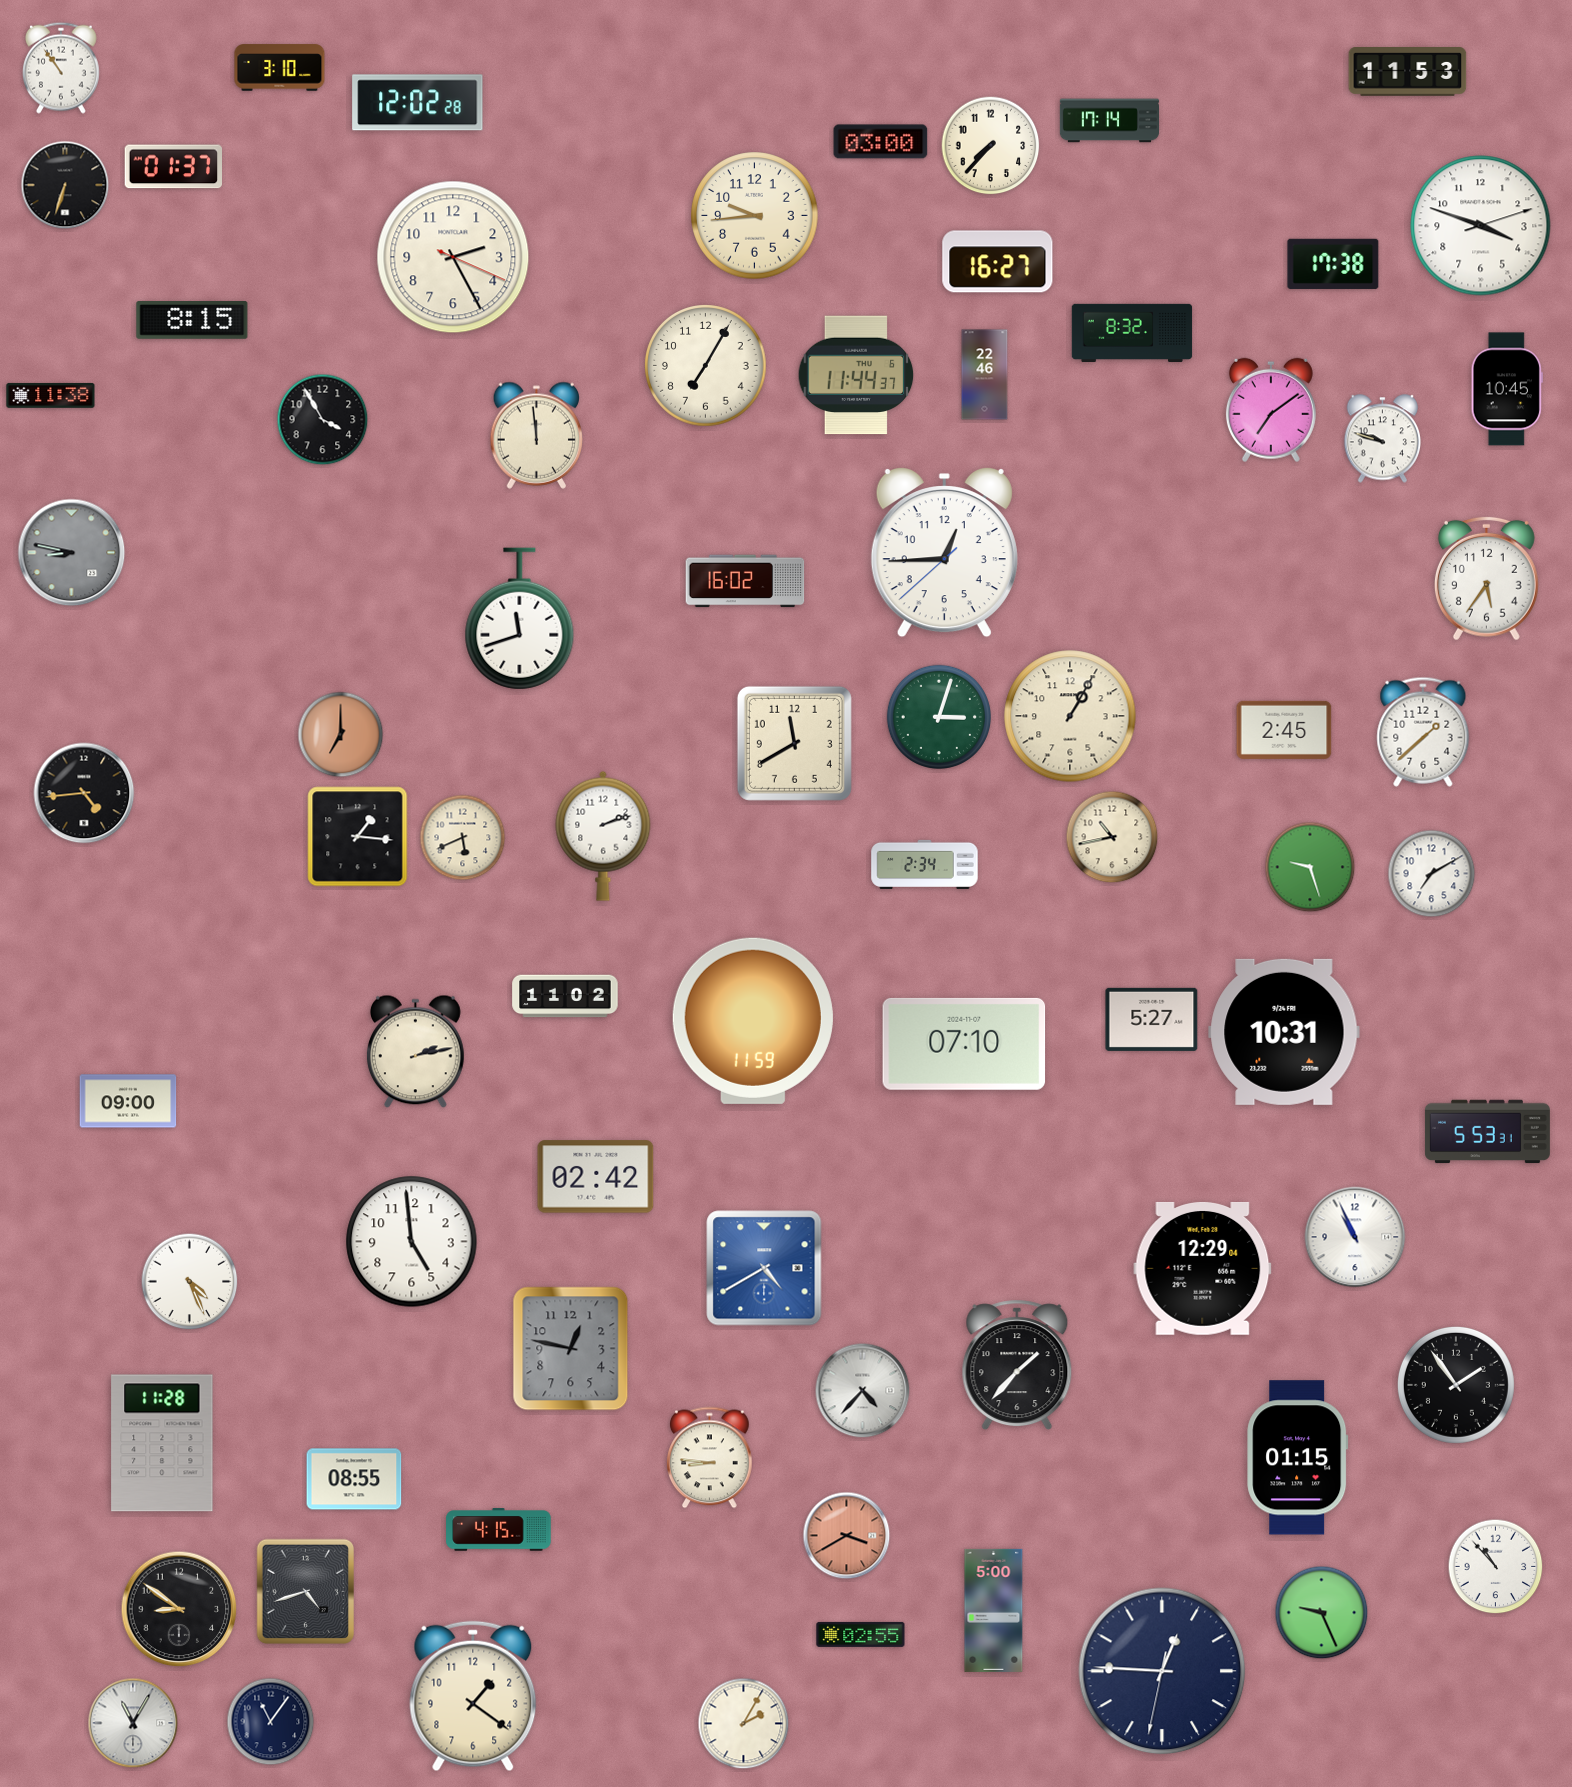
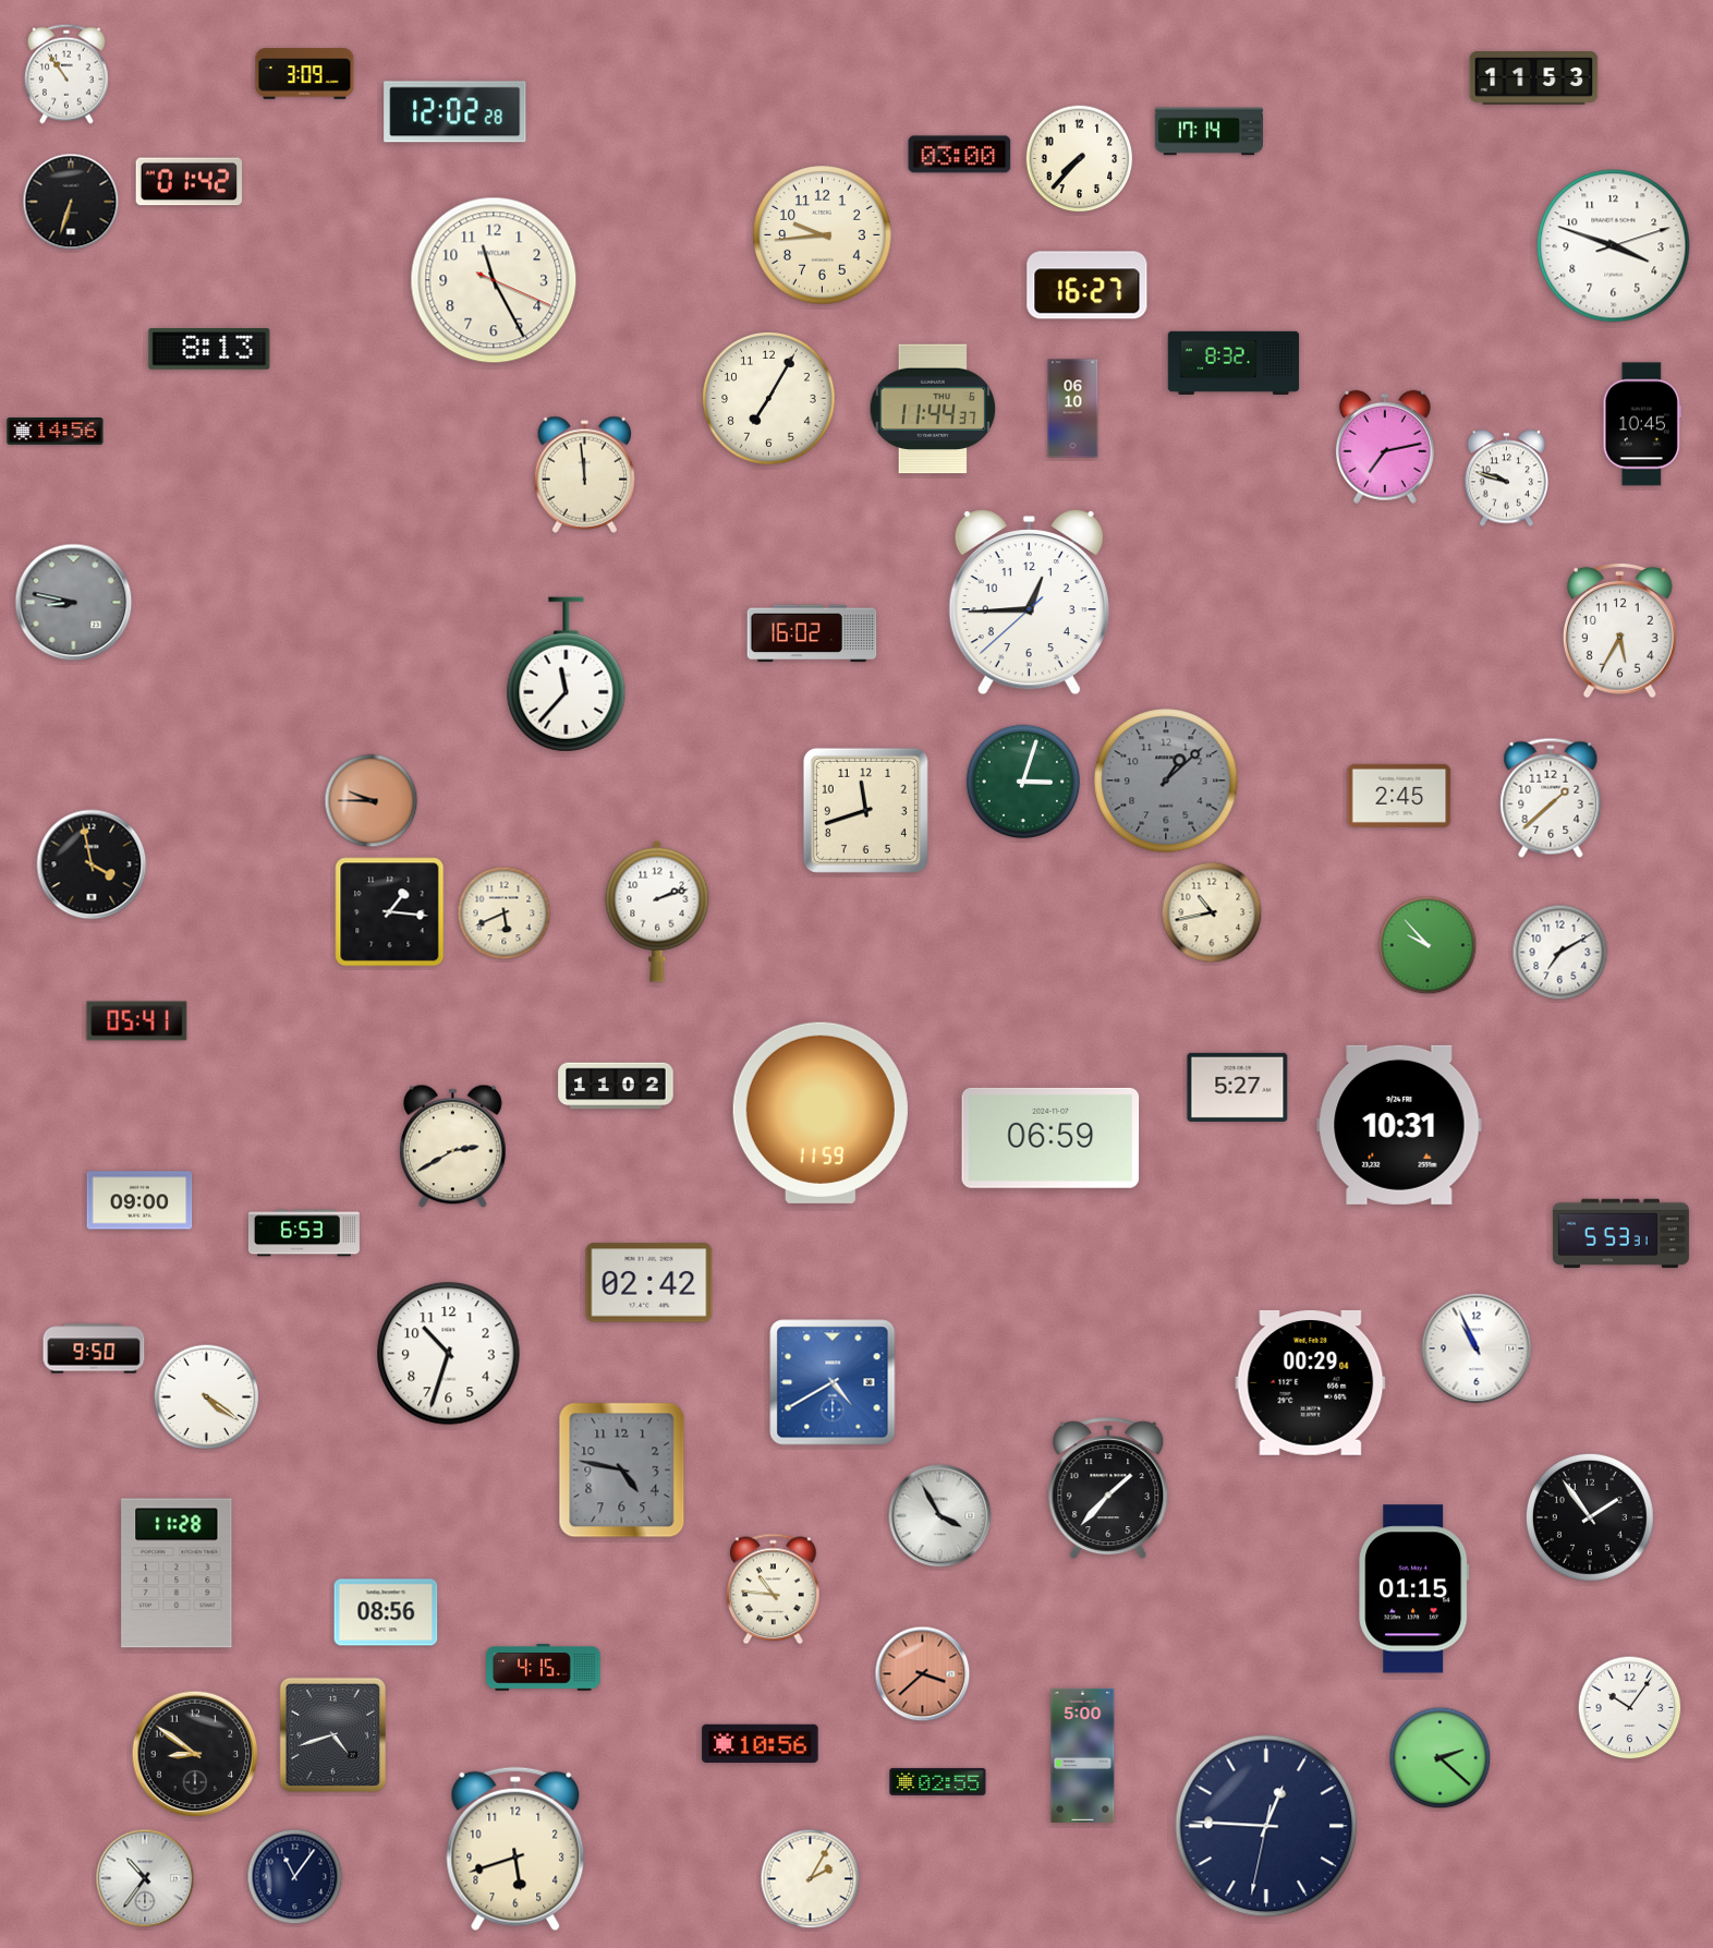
clock at (280, 68): 3:10 -> 3:09
clock at (174, 167): 01:37 -> 01:42
clock at (453, 257): 2:25 -> 11:25
clock at (1333, 264): 17:38 -> none
clock at (192, 321): 8:15 -> 8:13
clock at (985, 375): 22:46 -> 06:10
clock at (51, 396): 11:38 -> 14:56
clock at (1271, 410): 7:09 -> 7:13
clock at (323, 420): 3:55 -> none
clock at (72, 553) position: (72, 553) -> (74, 603)
clock at (1486, 578): 5:36 -> 5:35
clock at (520, 619): 11:42 -> 11:37
clock at (1070, 716): 1:05 -> 1:08
clock at (1070, 716) dial: cream -> grey
clock at (341, 735): 7:00 -> 9:45
clock at (794, 743): 11:40 -> 11:42
clock at (84, 793): 4:44 -> 3:58
clock at (925, 864): 2:34 -> none
clock at (1310, 867): 9:27 -> 9:53
clock at (137, 1021): none -> 05:41
clock at (1152, 1019) position: (1152, 1019) -> (1238, 1087)
clock at (964, 1044): 07:10 -> 06:59
clock at (415, 1052): 2:13 -> 2:40
clock at (304, 1233): none -> 6:53
clock at (94, 1348): none -> 9:50
clock at (412, 1242): 4:59 -> 10:33
clock at (1203, 1268): 12:29 -> 00:29
clock at (190, 1282): 4:26 -> 4:21
clock at (571, 1349): 12:47 -> 4:47
clock at (1456, 1385) position: (1456, 1385) -> (1590, 1517)
clock at (863, 1391): 4:37 -> 3:55
clock at (710, 1458): 8:46 -> 10:46
clock at (354, 1479): 08:55 -> 08:56
clock at (847, 1536): 3:40 -> 3:38
clock at (1496, 1567): 10:53 -> 10:06
clock at (761, 1744): none -> 10:56
clock at (1322, 1613): 9:26 -> 2:22
clock at (1162, 1671) position: (1162, 1671) -> (1266, 1826)
clock at (473, 1696): 1:21 -> 5:42
clock at (133, 1723): 11:05 -> 10:36
